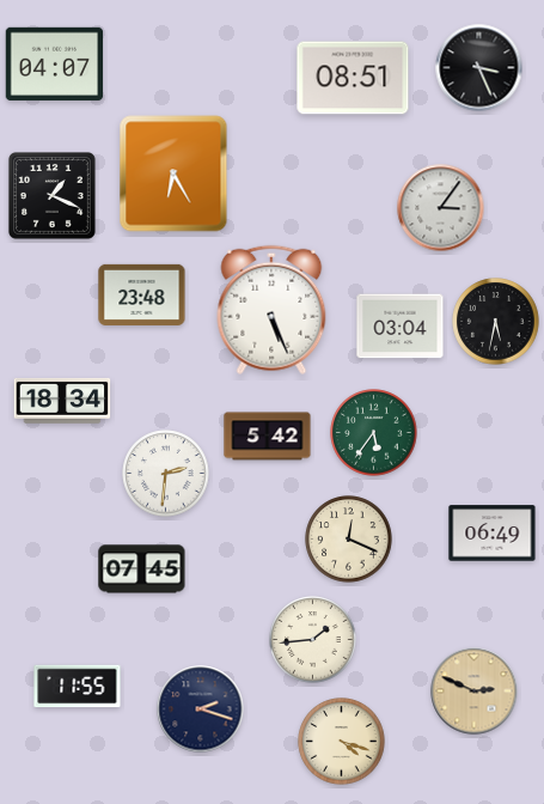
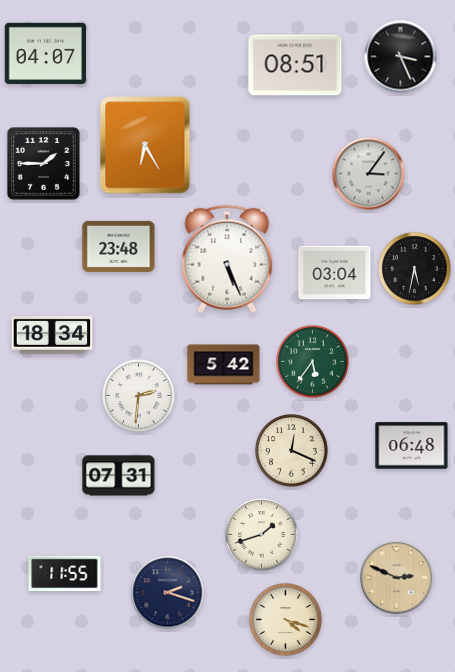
clock at (51, 195): 1:19 -> 1:45
clock at (493, 534): 06:49 -> 06:48
clock at (142, 569): 07:45 -> 07:31
clock at (313, 640): 1:44 -> 1:42
